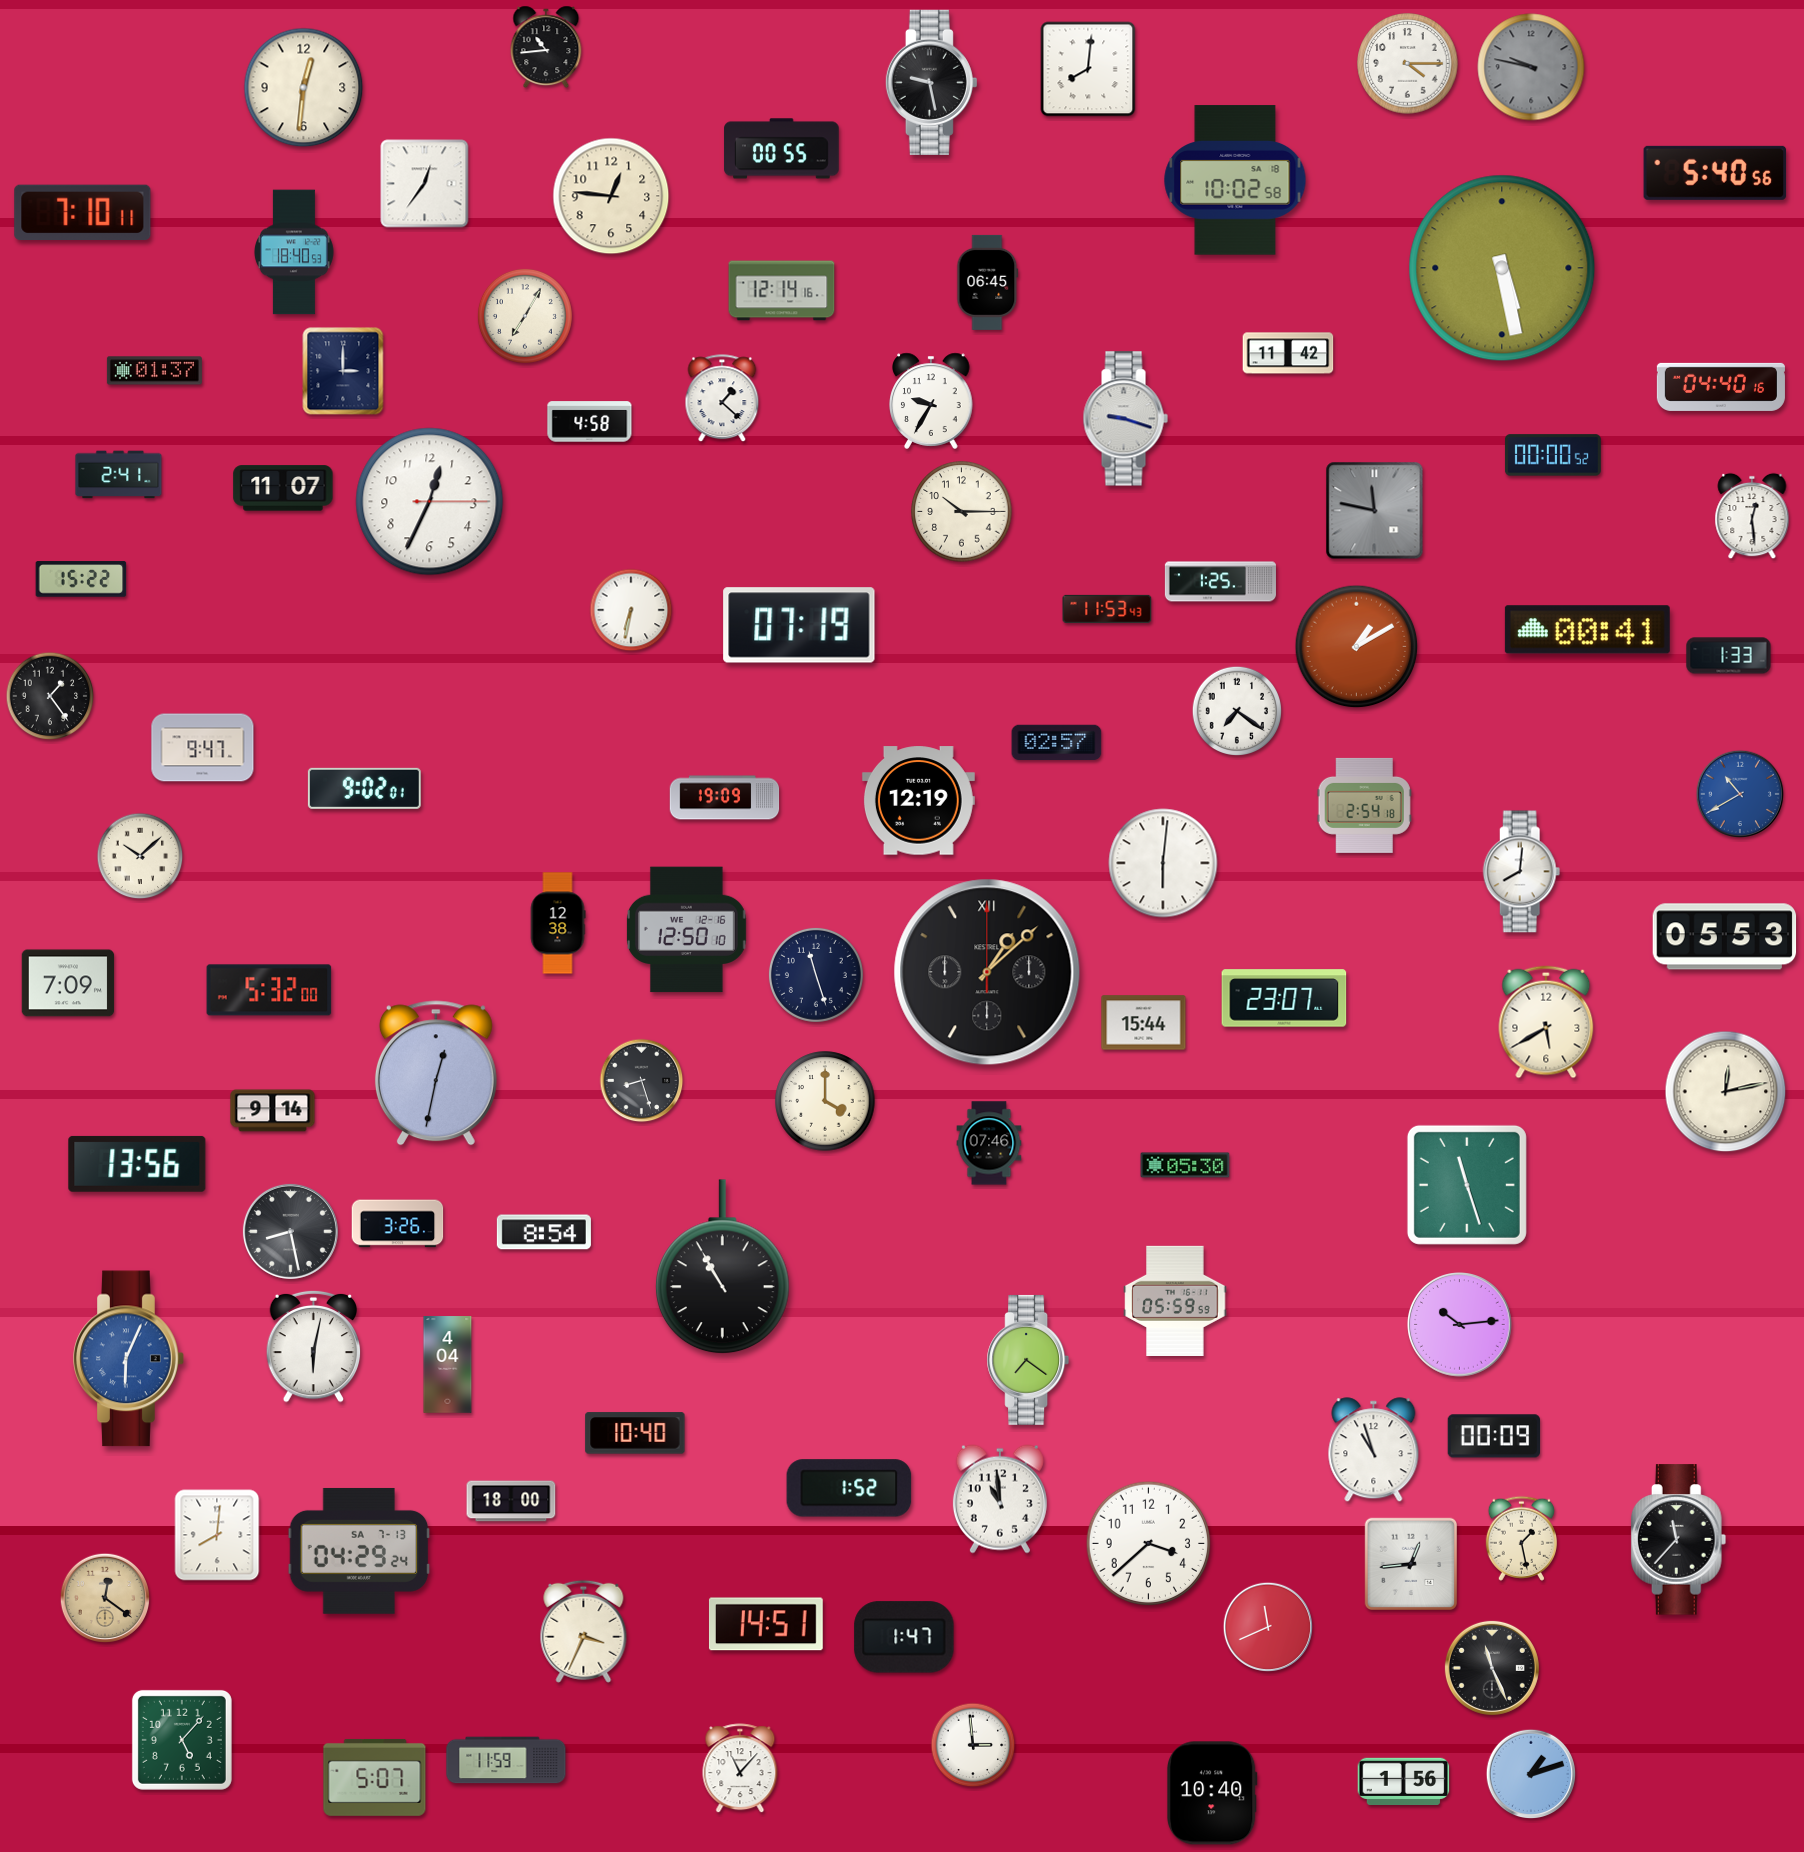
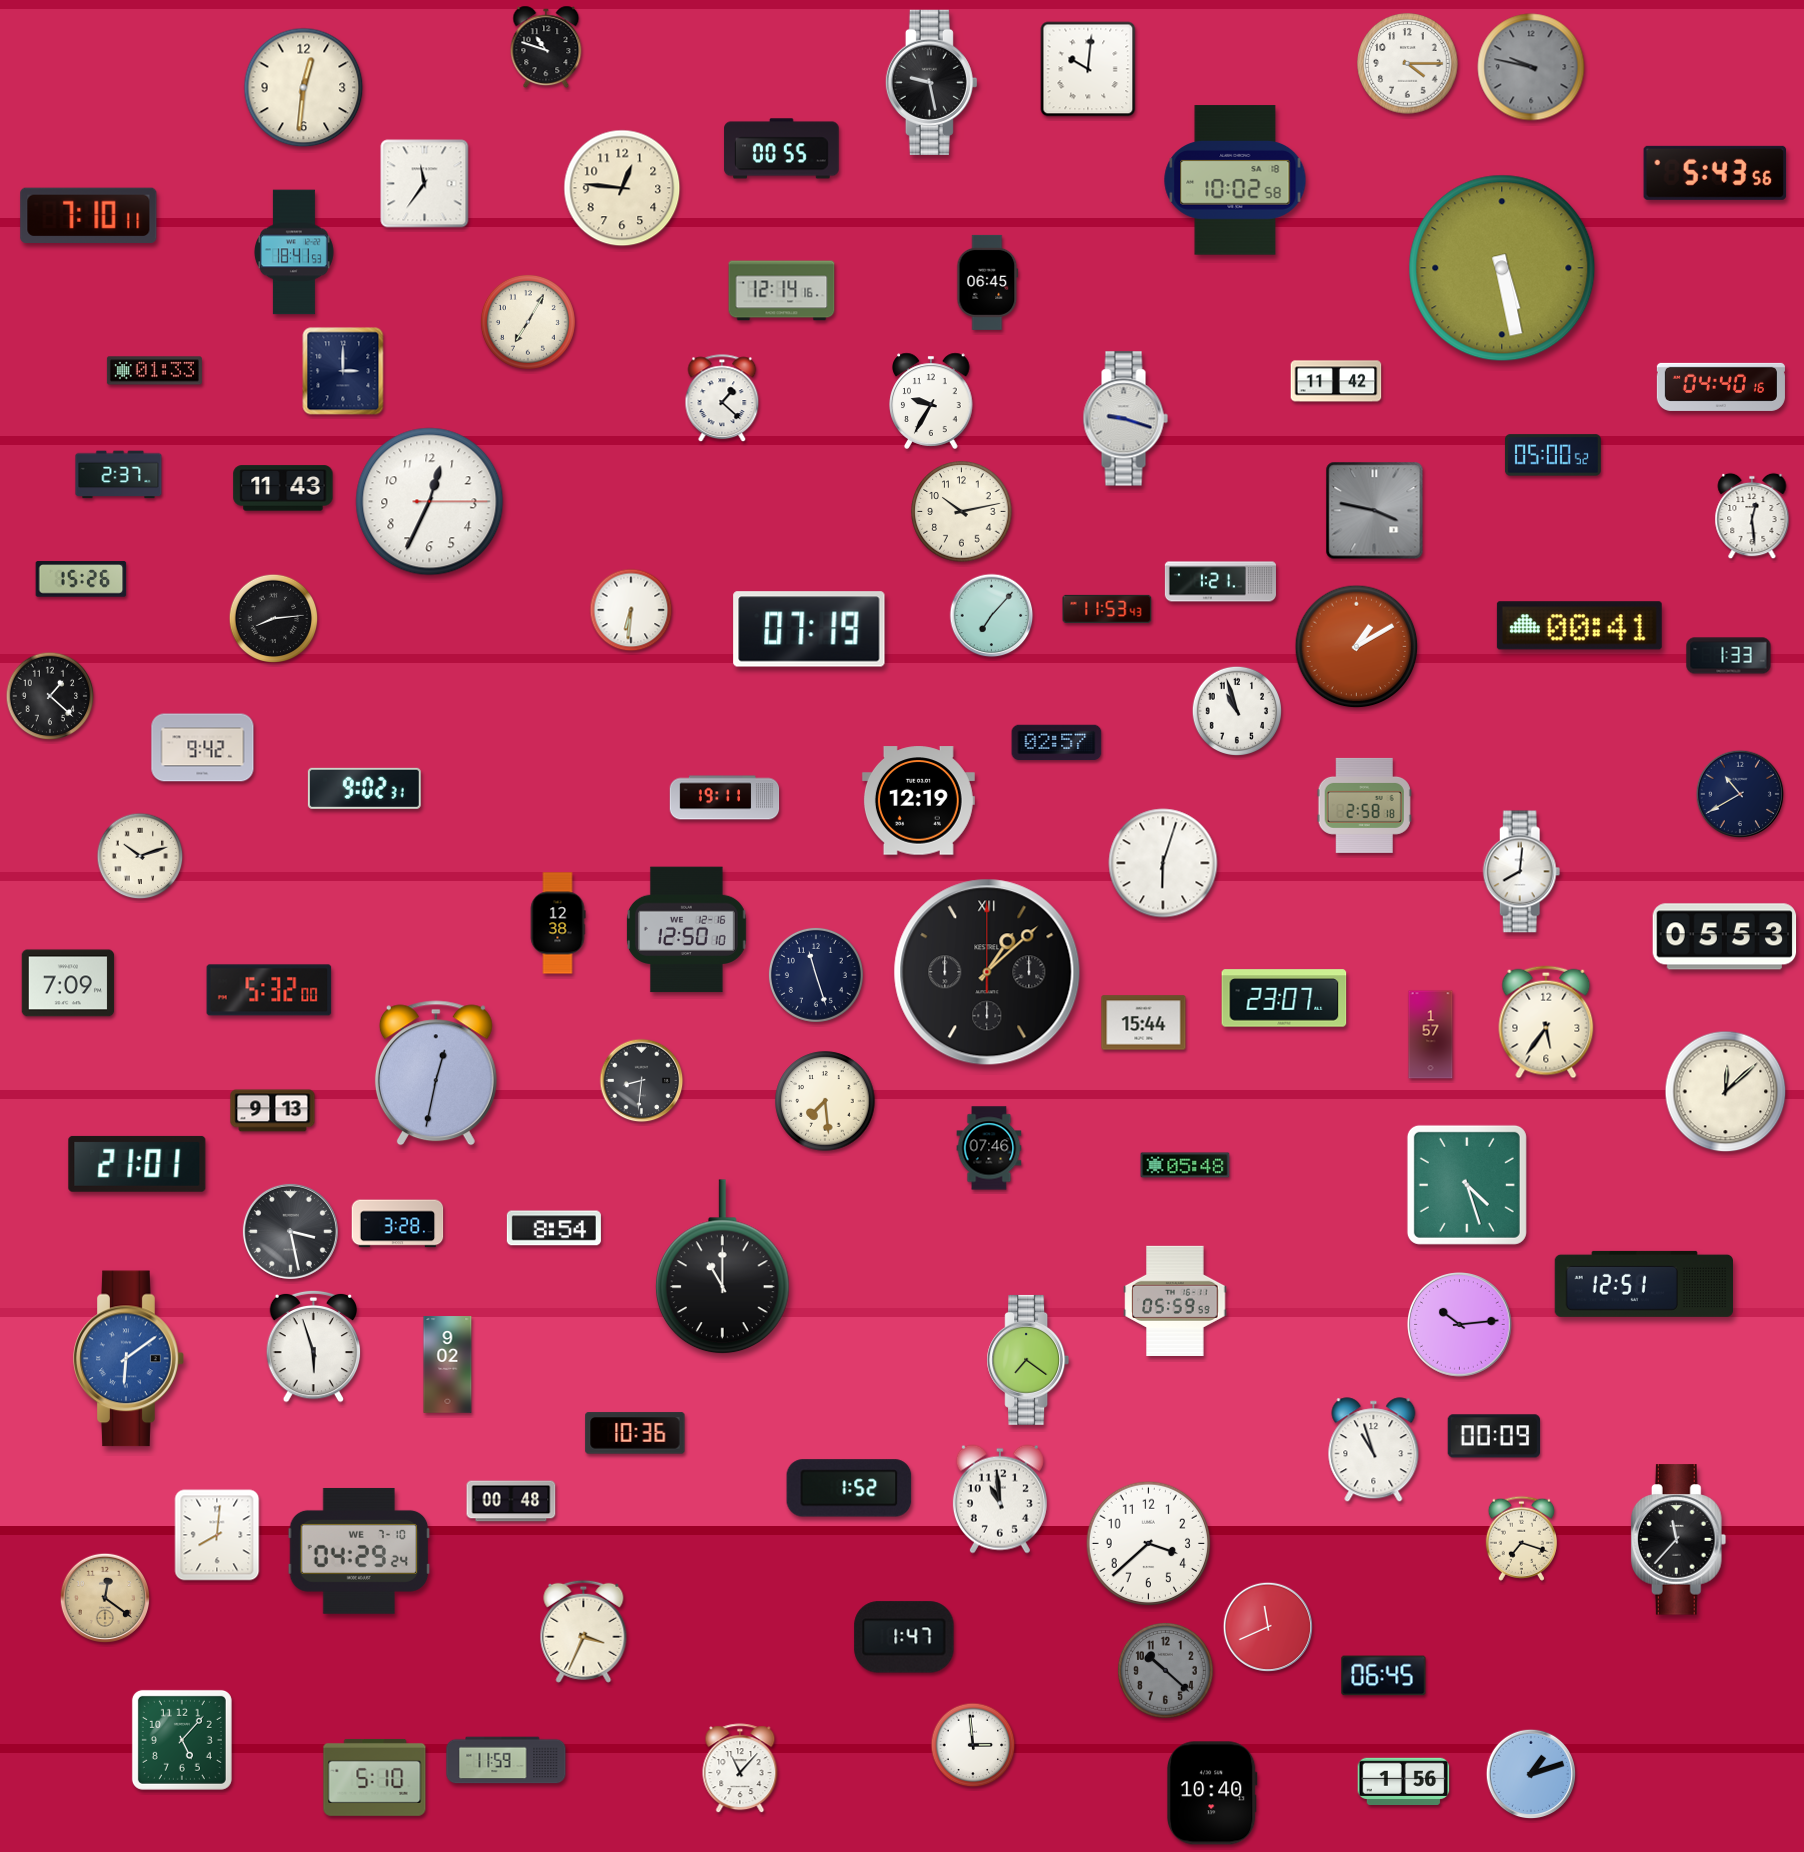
clock at (546, 47): 10:44 -> 10:48
clock at (1088, 69): 8:01 -> 10:01
clock at (1715, 173): 5:40 -> 5:43
clock at (425, 184): 12:36 -> 11:36
clock at (611, 196) position: (611, 196) -> (622, 188)
clock at (83, 212) position: (83, 212) -> (89, 215)
clock at (294, 252): 18:40 -> 18:41
clock at (525, 316) position: (525, 316) -> (528, 322)
clock at (1288, 353) position: (1288, 353) -> (1336, 381)
clock at (154, 371): 01:37 -> 01:33
clock at (590, 422): 4:58 -> none
clock at (1553, 455): 00:00 -> 05:00
clock at (119, 475): 2:41 -> 2:37
clock at (283, 488): 11:07 -> 11:43
clock at (1375, 511): 11:47 -> 3:47
clock at (962, 512): 10:15 -> 10:13
clock at (81, 579): 15:22 -> 15:26
clock at (1220, 582): 1:25 -> 1:21
clock at (631, 610): 6:32 -> 6:31
clock at (992, 616): none -> 7:07
clock at (274, 619): none -> 8:14
clock at (799, 625) position: (799, 625) -> (809, 629)
clock at (1587, 630) position: (1587, 630) -> (1579, 626)
clock at (50, 696): 1:24 -> 1:22
clock at (1236, 710): 7:21 -> 10:57
clock at (203, 748): 9:47 -> 9:42
clock at (364, 788): 9:02:01 -> 9:02:31
clock at (1740, 794) dial: blue -> navy
clock at (725, 798): 19:09 -> 19:11
clock at (1364, 805): 2:54 -> 2:58
clock at (140, 856): 10:08 -> 10:12
clock at (1163, 863): 6:01 -> 6:03
clock at (1546, 1022): 5:40 -> 5:36
clock at (1431, 1035): none -> 1:57
clock at (642, 1081): 8:27 -> 8:31
clock at (1726, 1092): 12:13 -> 12:08
clock at (825, 1101): 4:00 -> 7:29
clock at (273, 1111): 9:14 -> 9:13
clock at (989, 1143) position: (989, 1143) -> (989, 1148)
clock at (137, 1164): 13:56 -> 21:01
clock at (1185, 1165): 05:30 -> 05:48
clock at (1467, 1185): 11:27 -> 4:27
clock at (398, 1224): 3:26 -> 3:28
clock at (290, 1231): 8:28 -> 3:28
clock at (544, 1232) position: (544, 1232) -> (554, 1228)
clock at (722, 1267): 10:55 -> 11:00
clock at (1643, 1284): none -> 12:51
clock at (314, 1346): 6:02 -> 5:57
clock at (129, 1359): 6:04 -> 6:09
clock at (448, 1365): 4:04 -> 9:02
clock at (635, 1433): 10:40 -> 10:36
clock at (511, 1501): 18:00 -> 00:48
clock at (1521, 1538): 1:28 -> 7:18
clock at (359, 1551) date: SA 7-13 -> WE 7-10
clock at (1410, 1563): 12:44 -> none
clock at (766, 1624): 14:51 -> none
clock at (1492, 1668): 11:26 -> none
clock at (1165, 1670): none -> 10:22
clock at (1384, 1676): none -> 06:45
clock at (375, 1777): 5:07 -> 5:10
